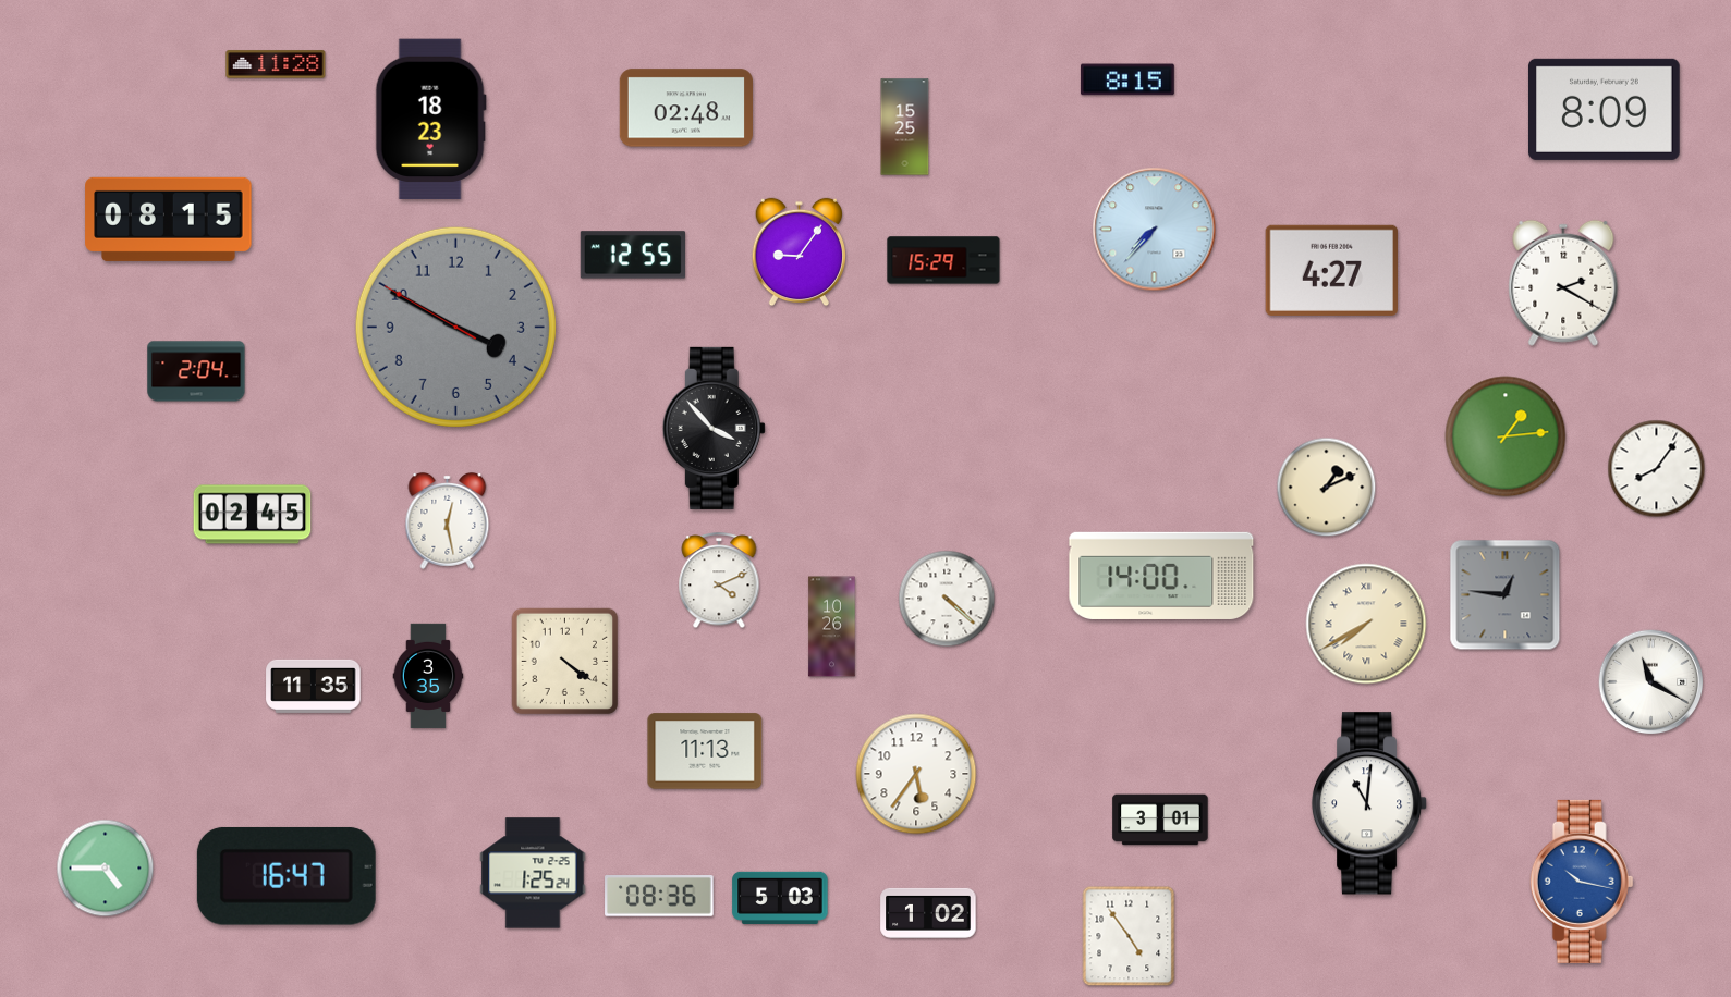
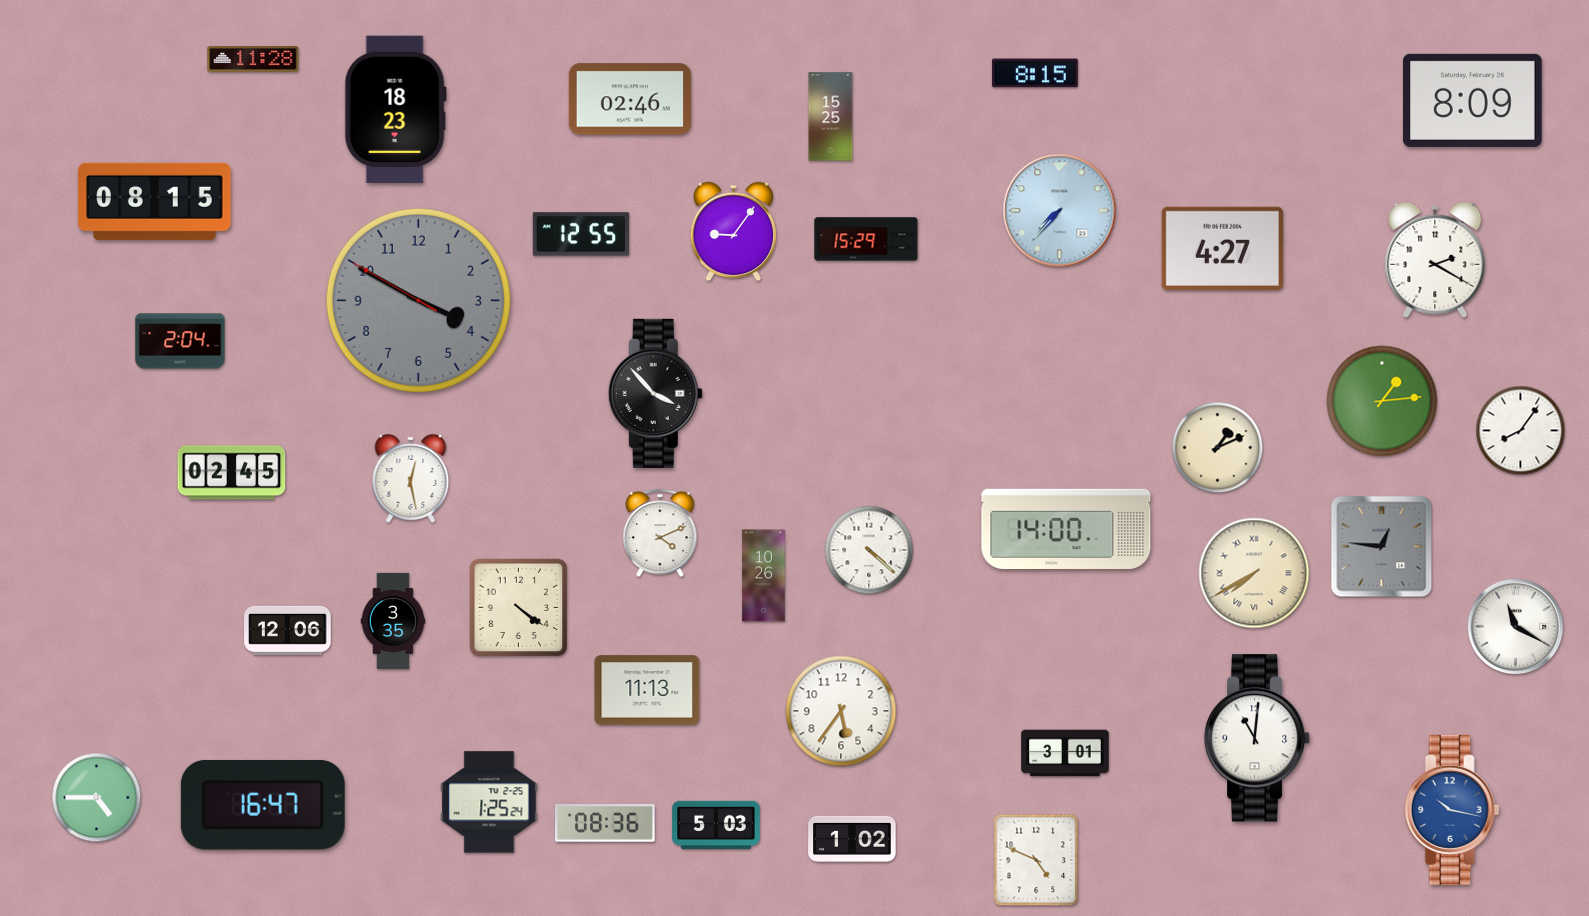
clock at (686, 108): 02:48 -> 02:46
clock at (314, 686): 11:35 -> 12:06
clock at (1129, 936): 4:54 -> 4:49
